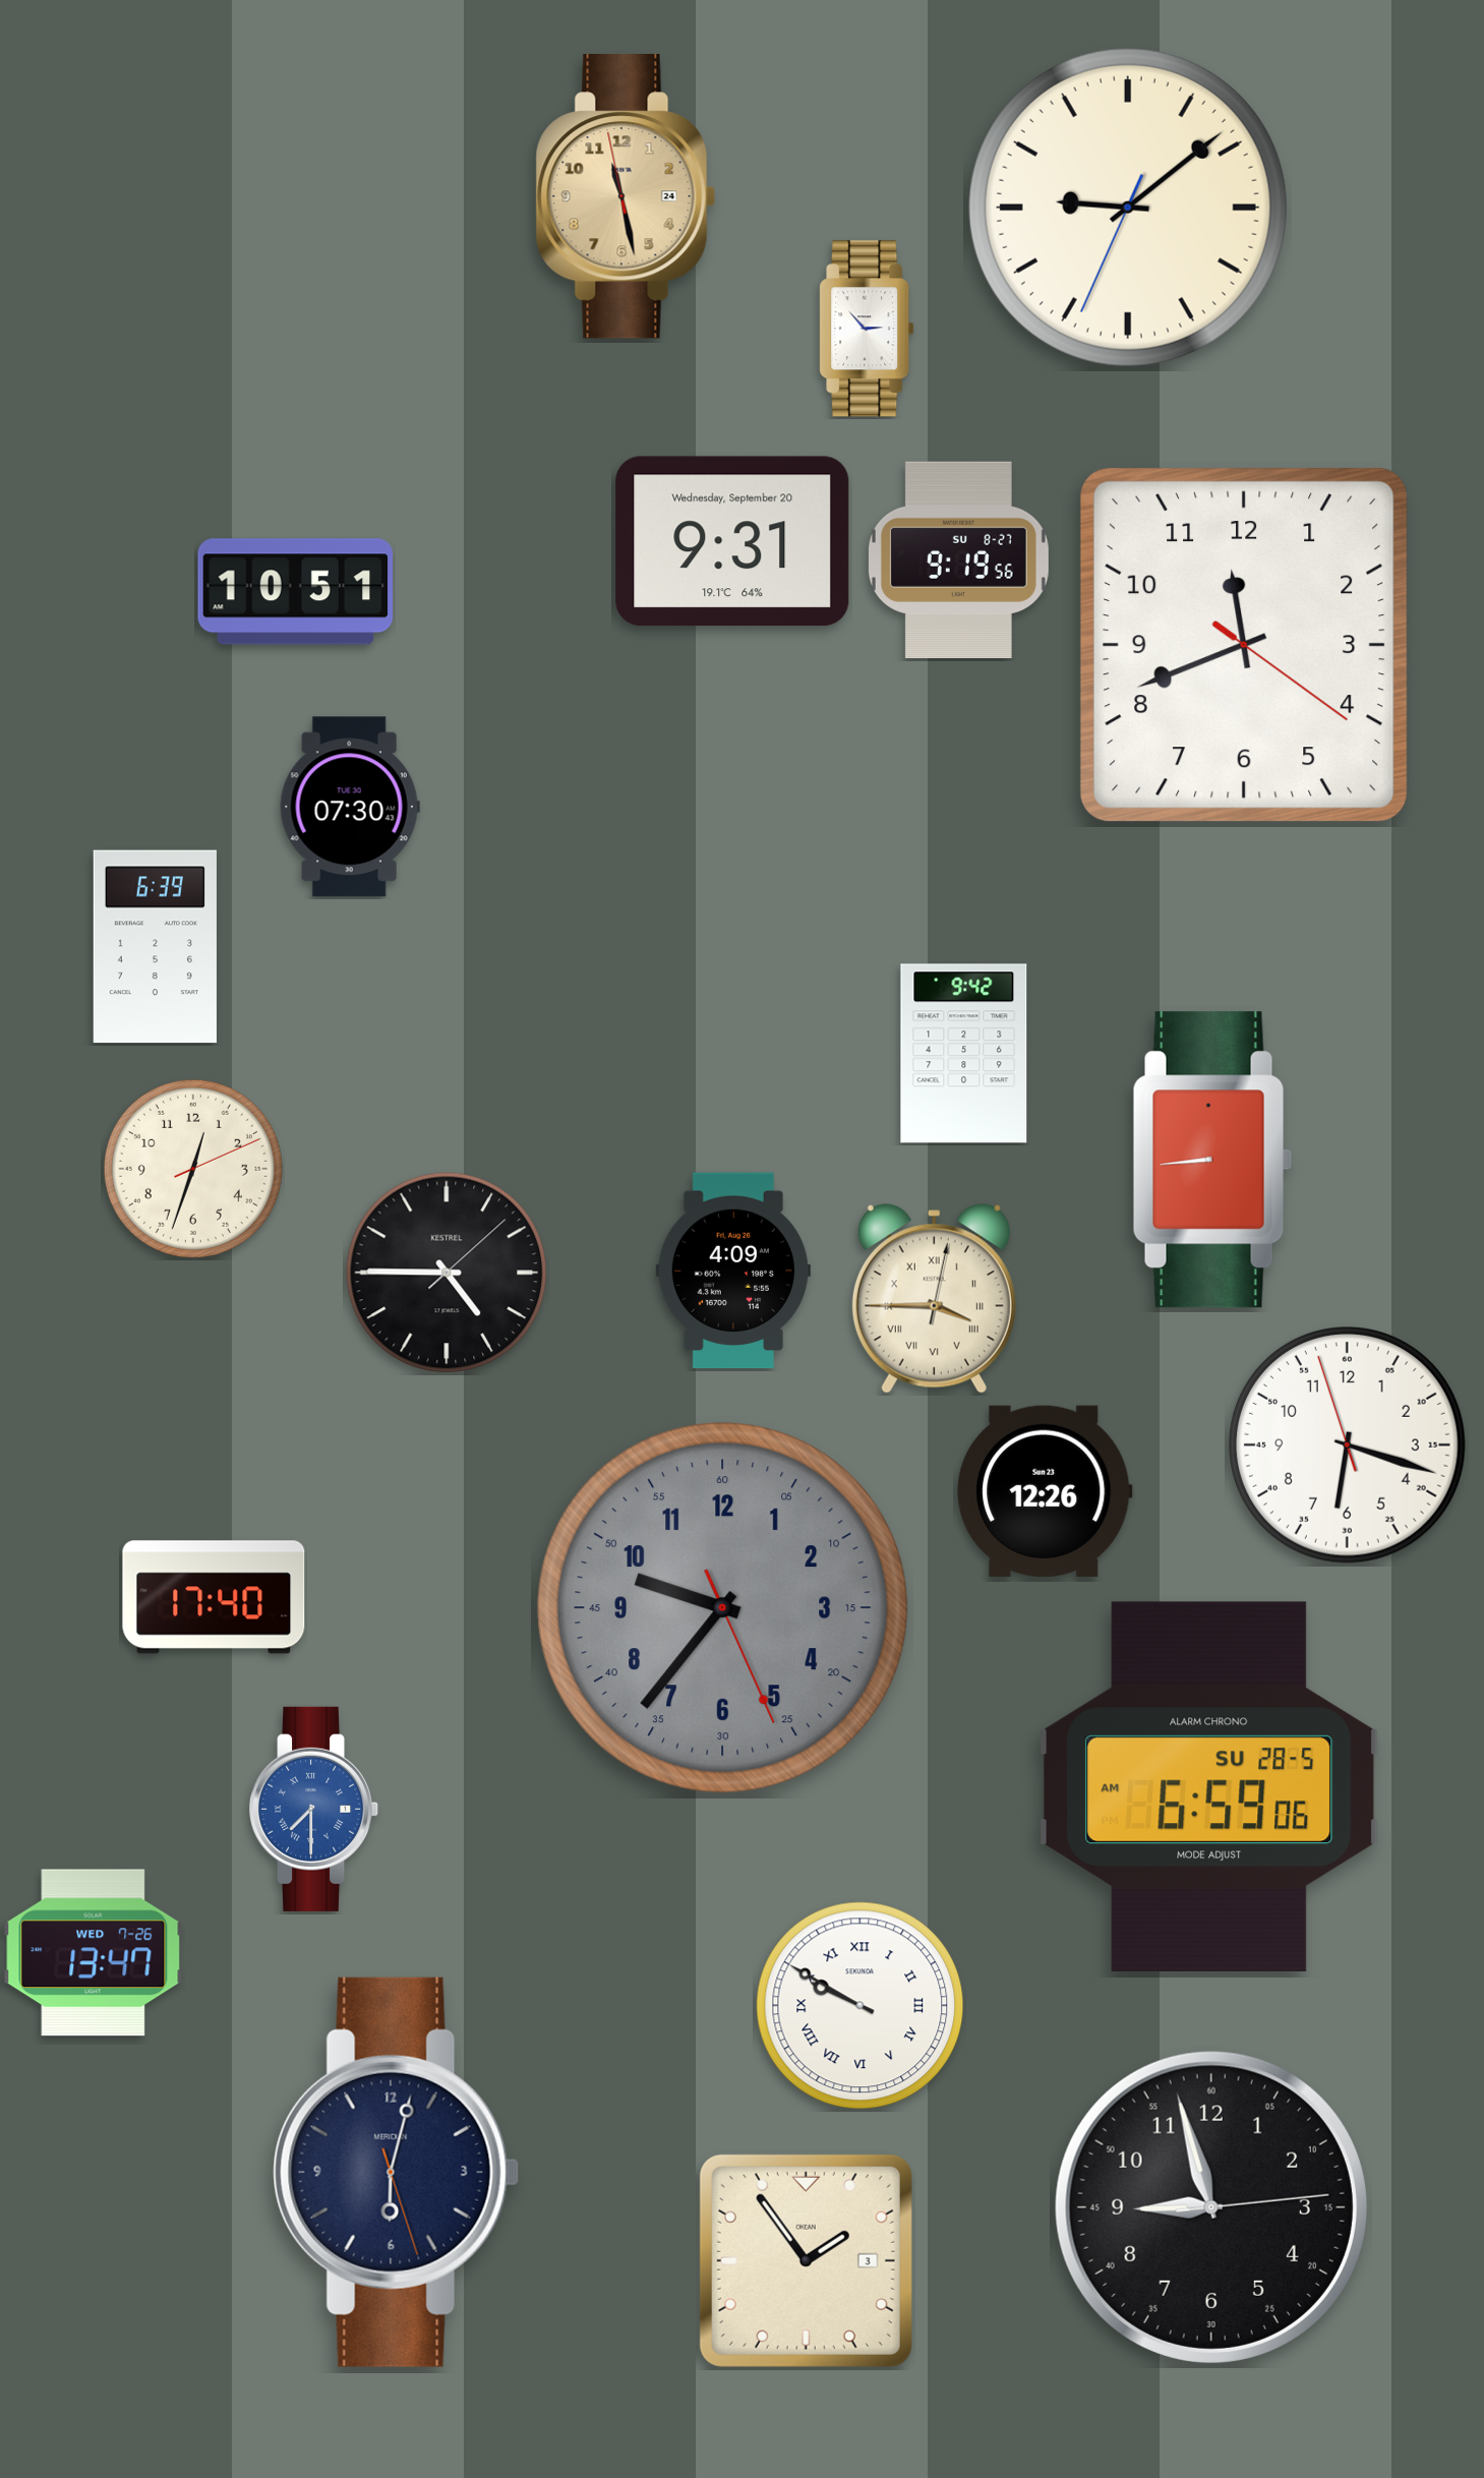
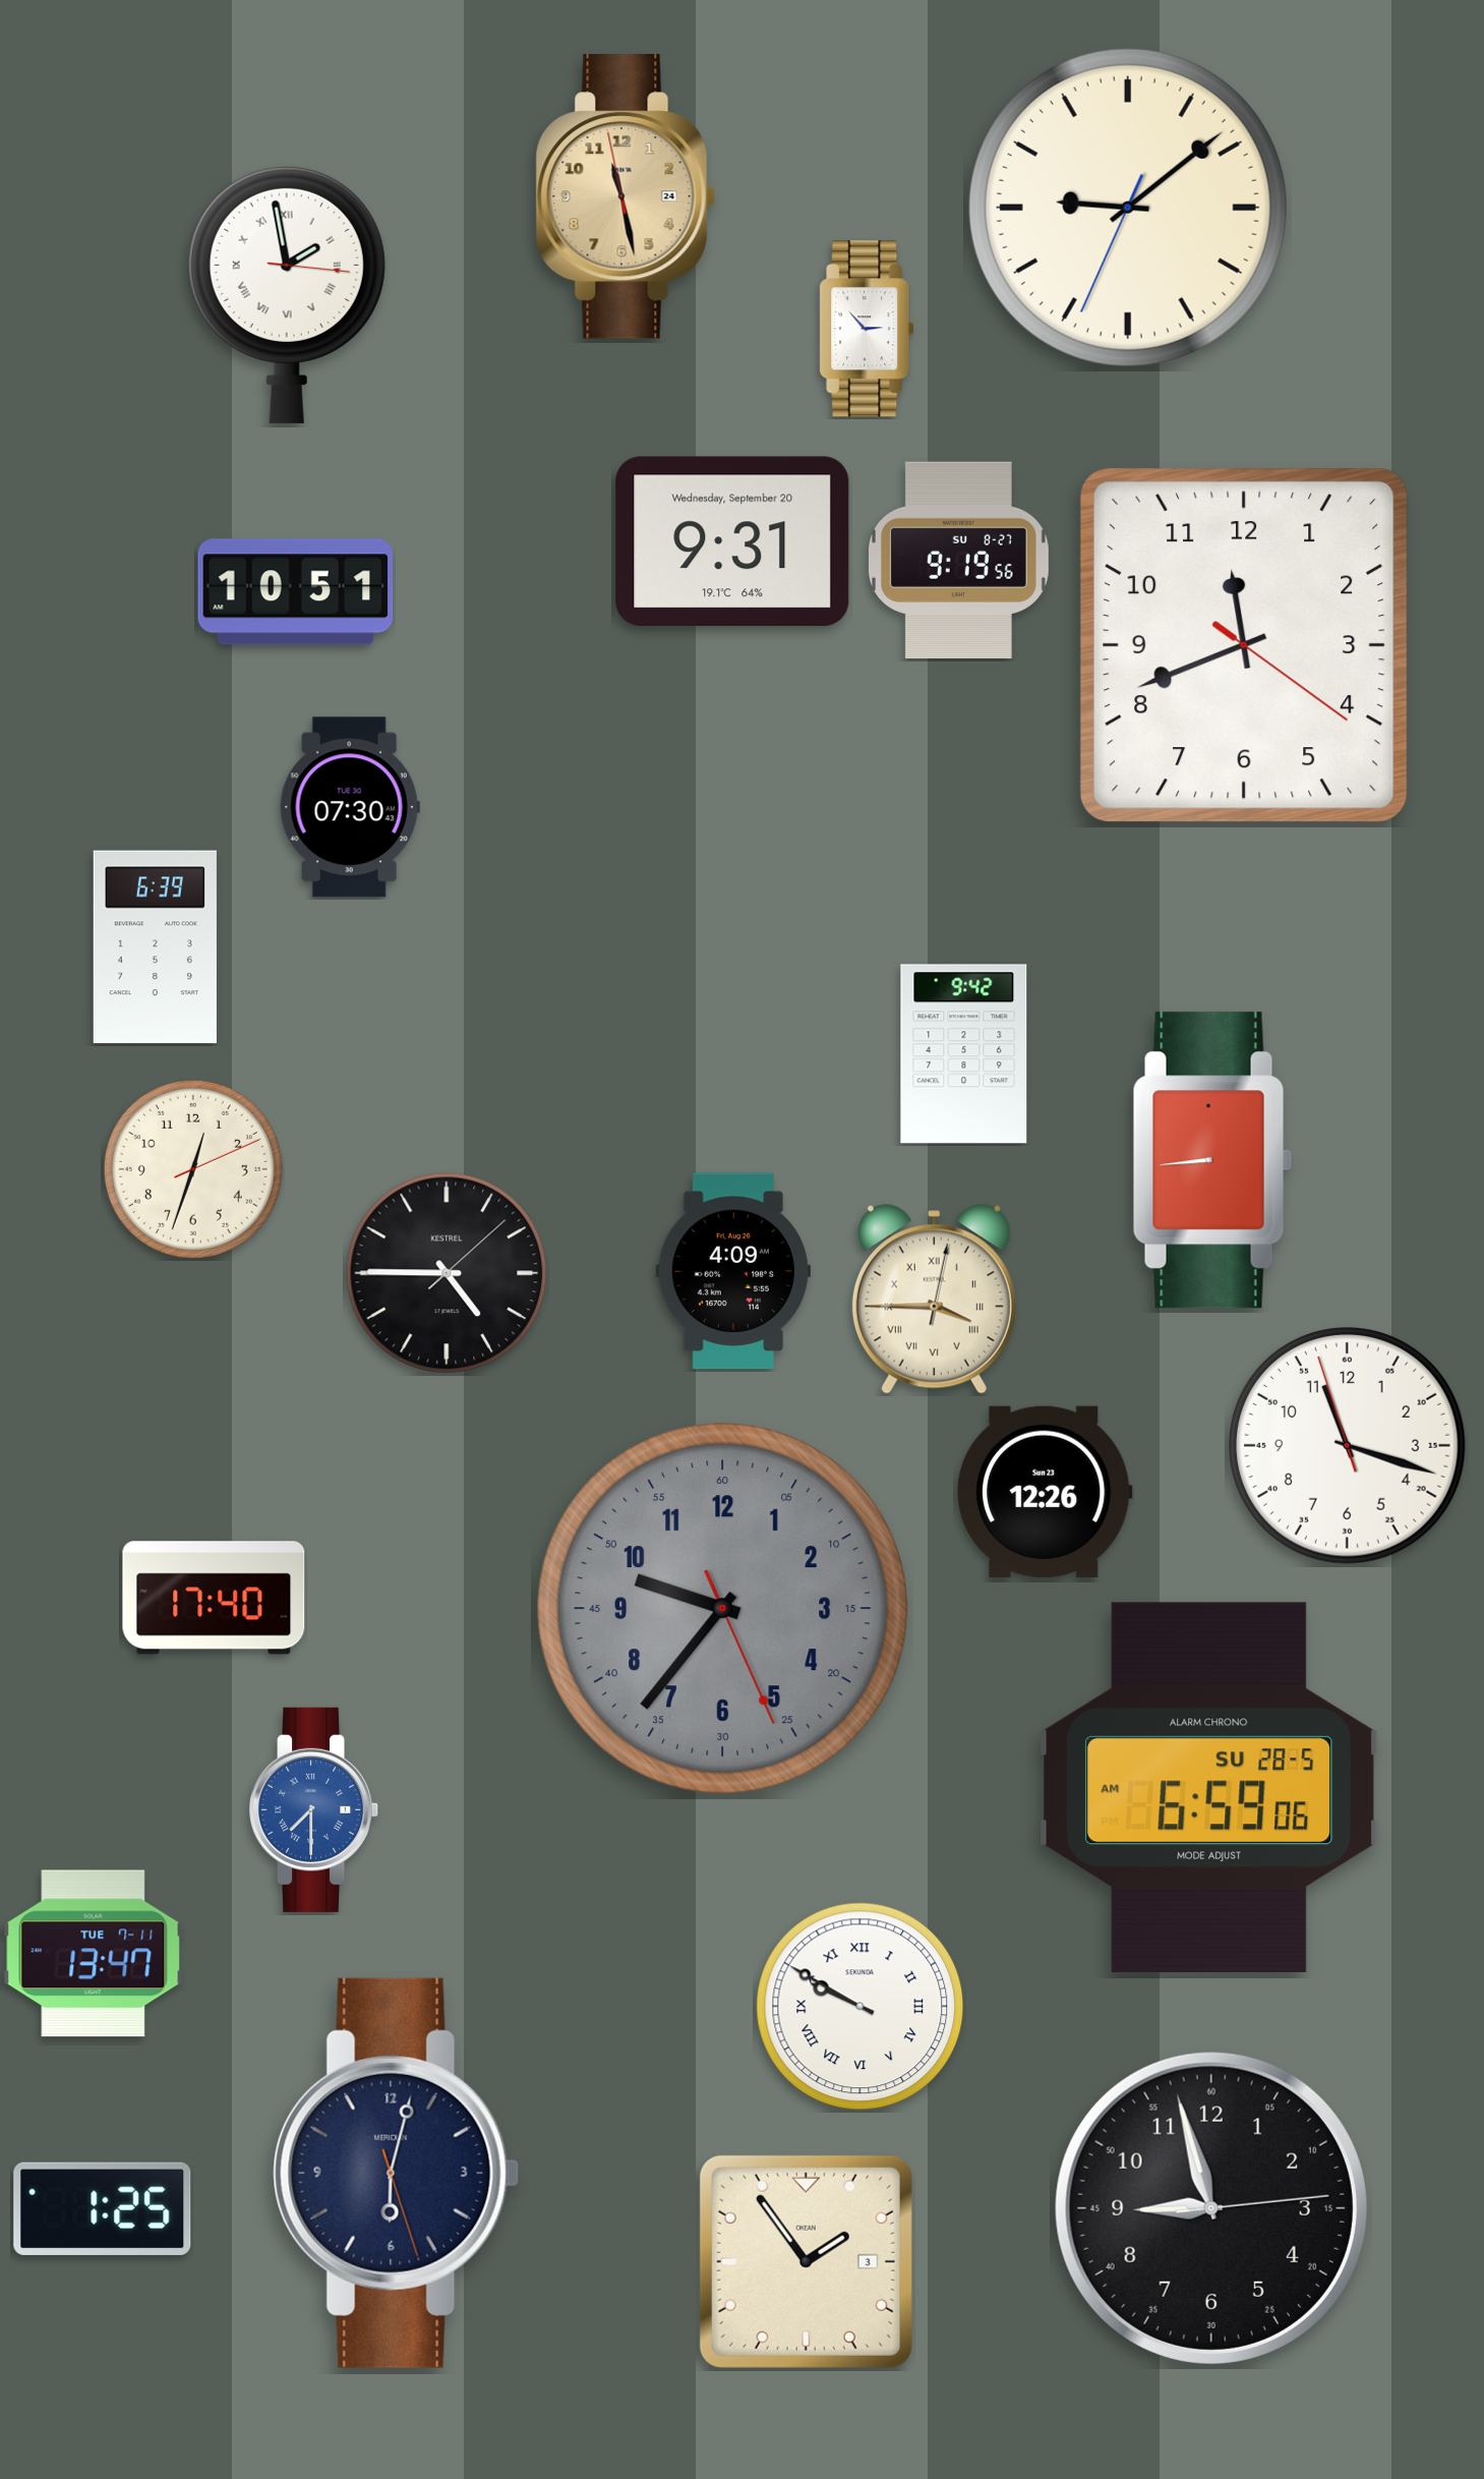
clock at (287, 294): none -> 1:58
clock at (1348, 1445): 6:17 -> 11:17
clock at (94, 1953) date: WED 7-26 -> TUE 7-11
clock at (103, 2208): none -> 1:25
